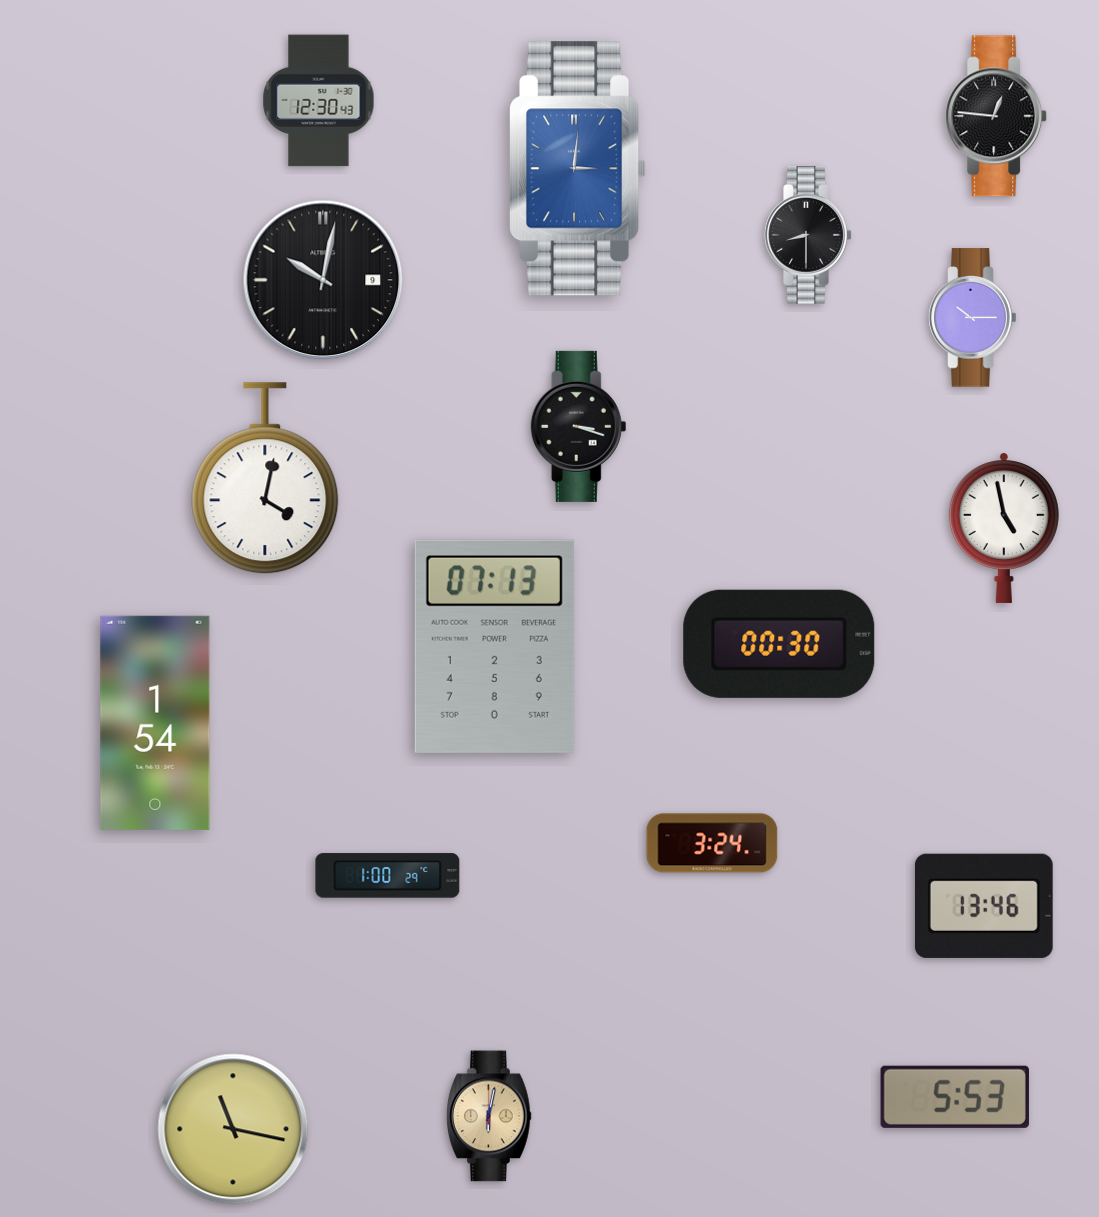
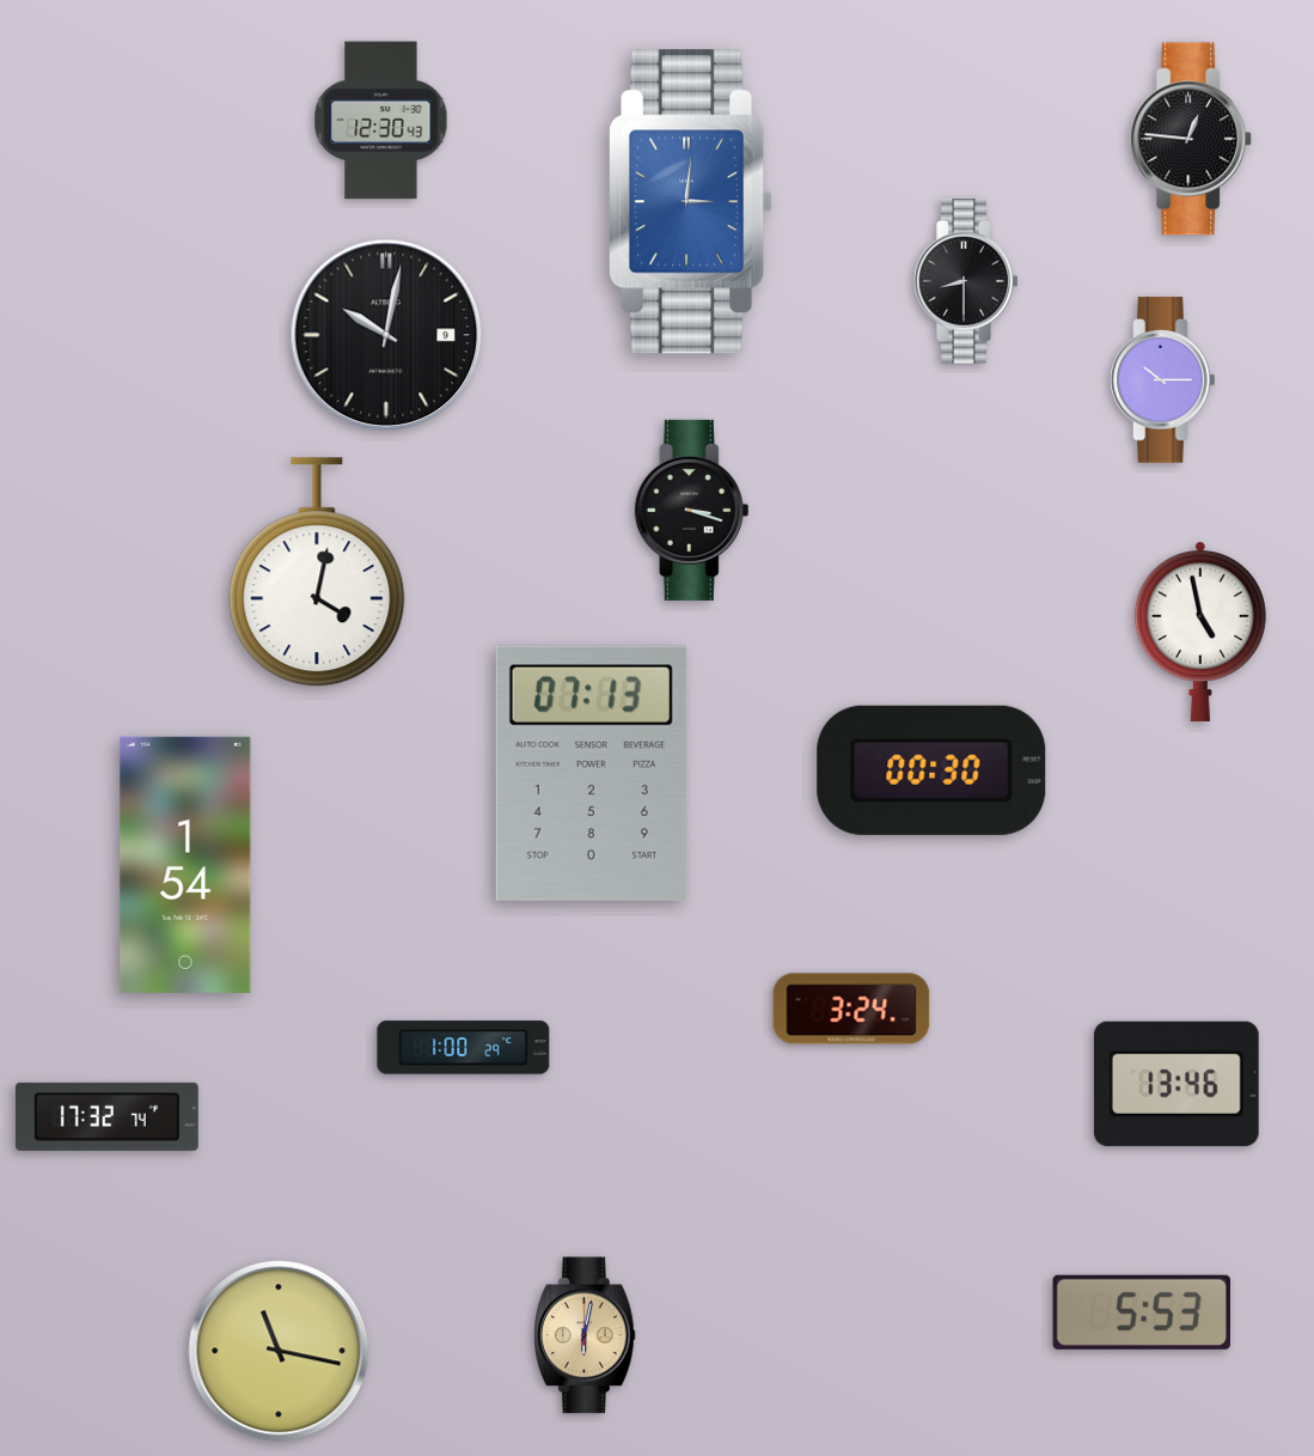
clock at (106, 1116): none -> 17:32
